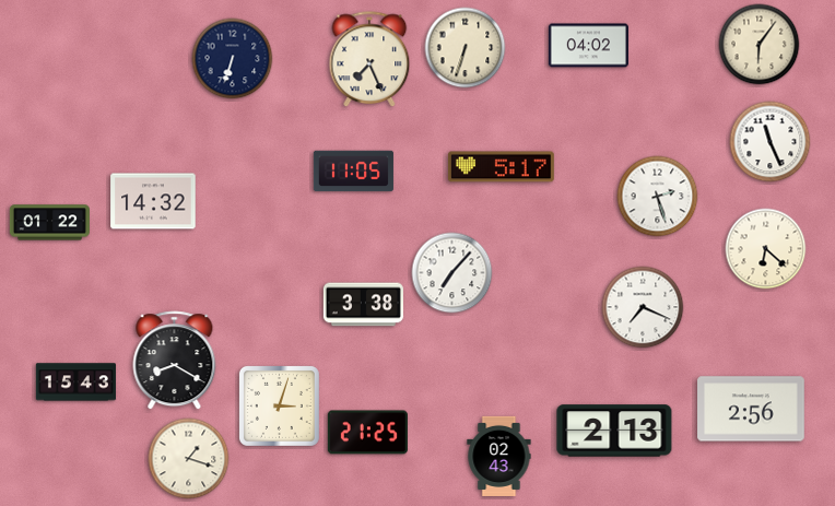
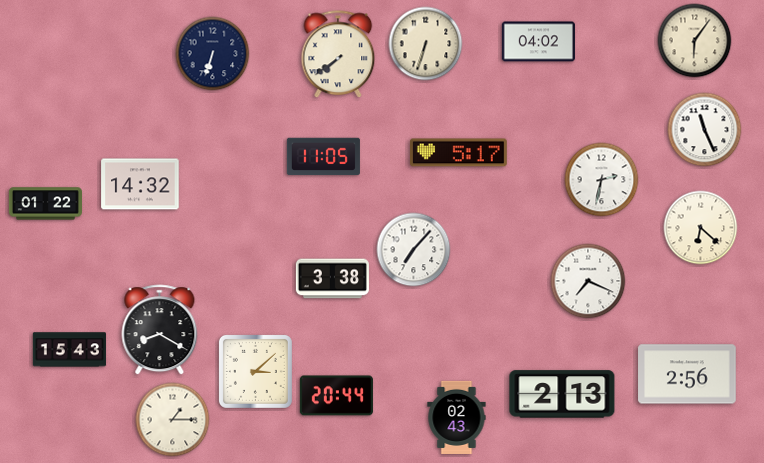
clock at (369, 60): 7:26 -> 7:39
clock at (658, 197): 2:27 -> 2:32
clock at (279, 405): 3:03 -> 3:08
clock at (367, 433): 21:25 -> 20:44
clock at (189, 459): 1:18 -> 1:15
